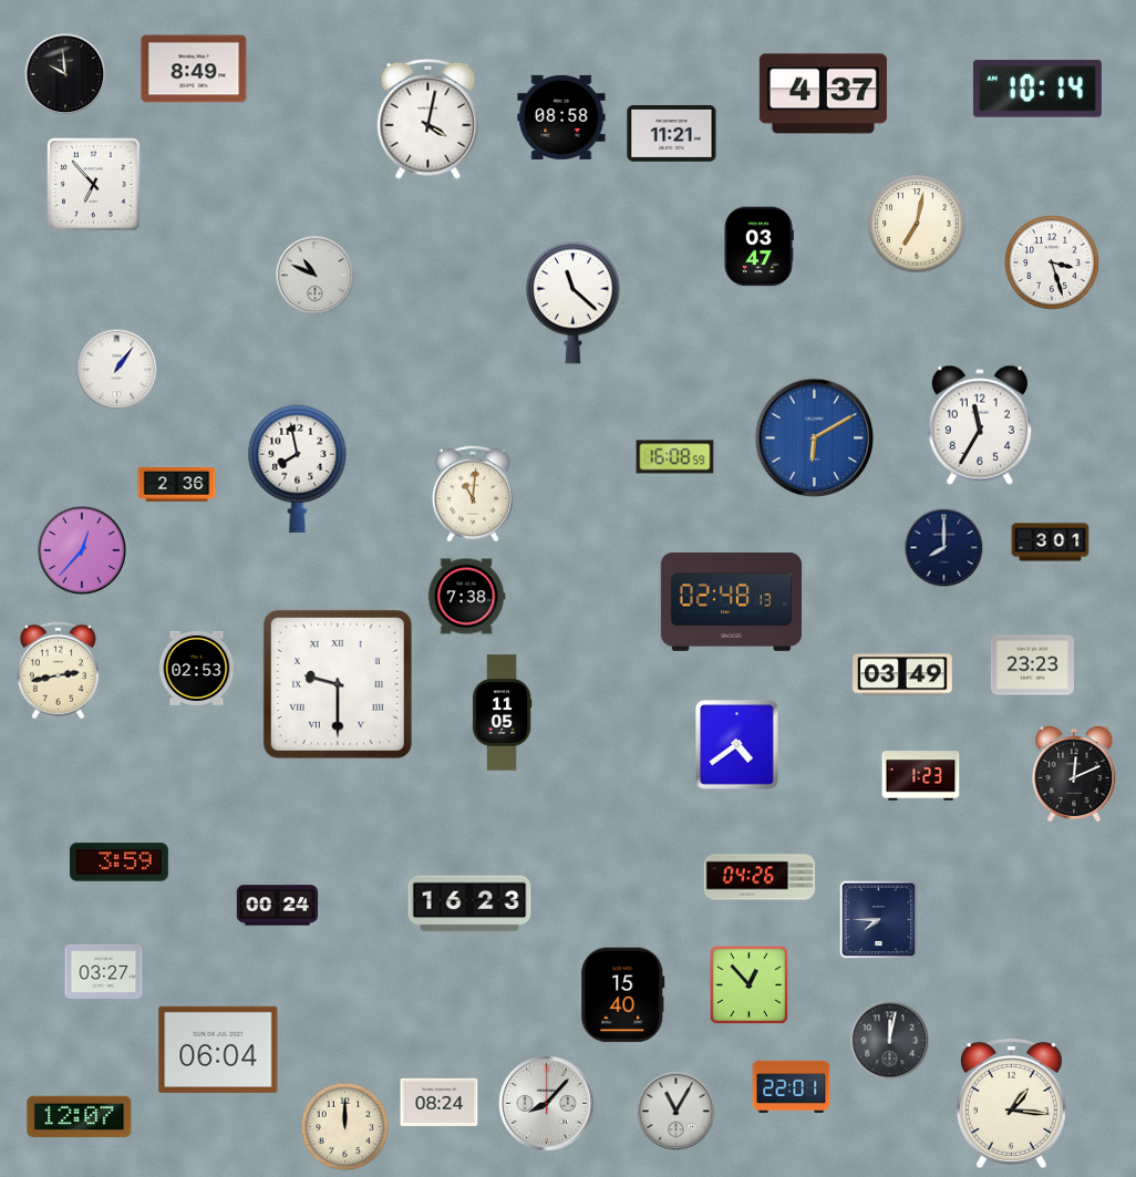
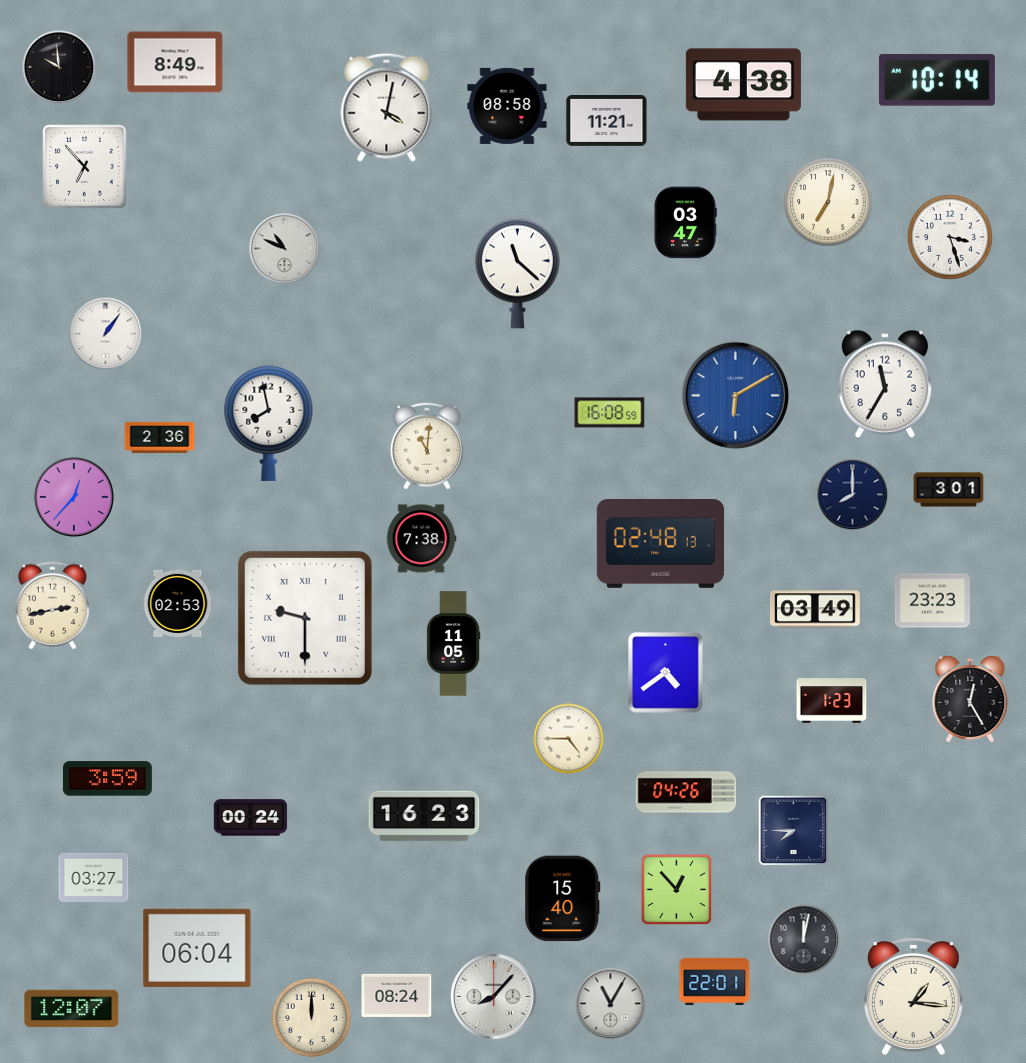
clock at (823, 94): 4:37 -> 4:38
clock at (1074, 774): 12:11 -> 12:25
clock at (569, 739): none -> 4:45
